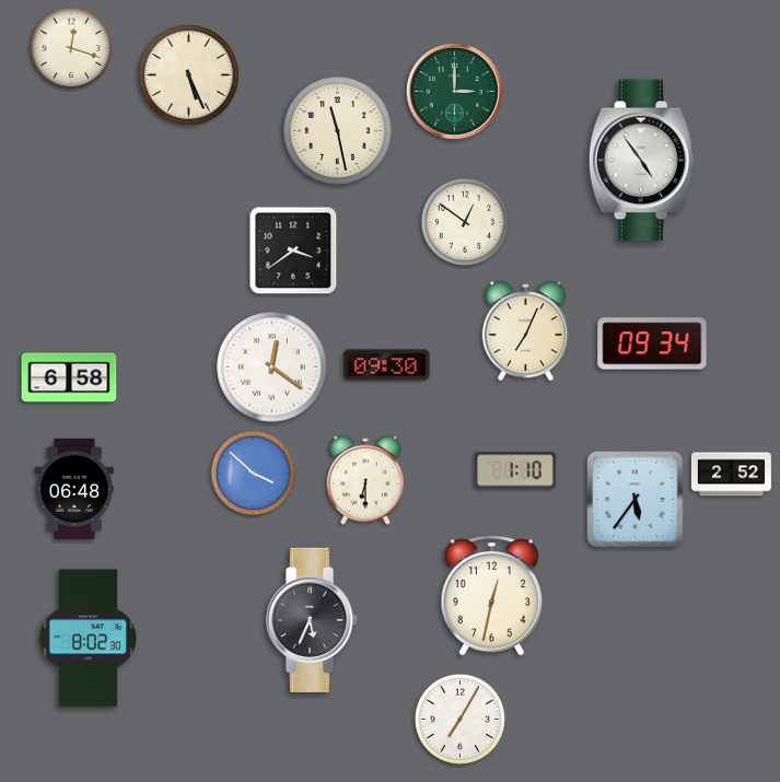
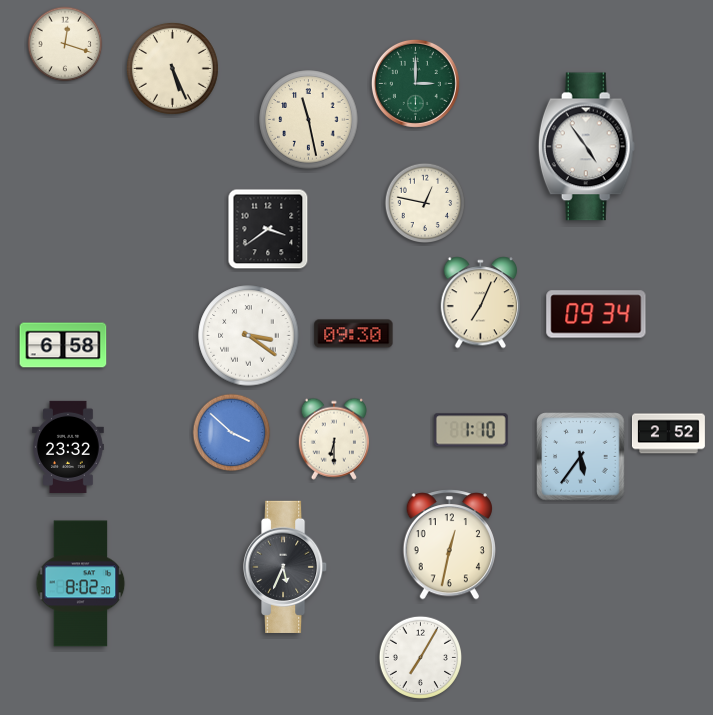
clock at (465, 222): 12:51 -> 12:47
clock at (272, 367): 12:21 -> 3:21
clock at (75, 489): 06:48 -> 23:32
